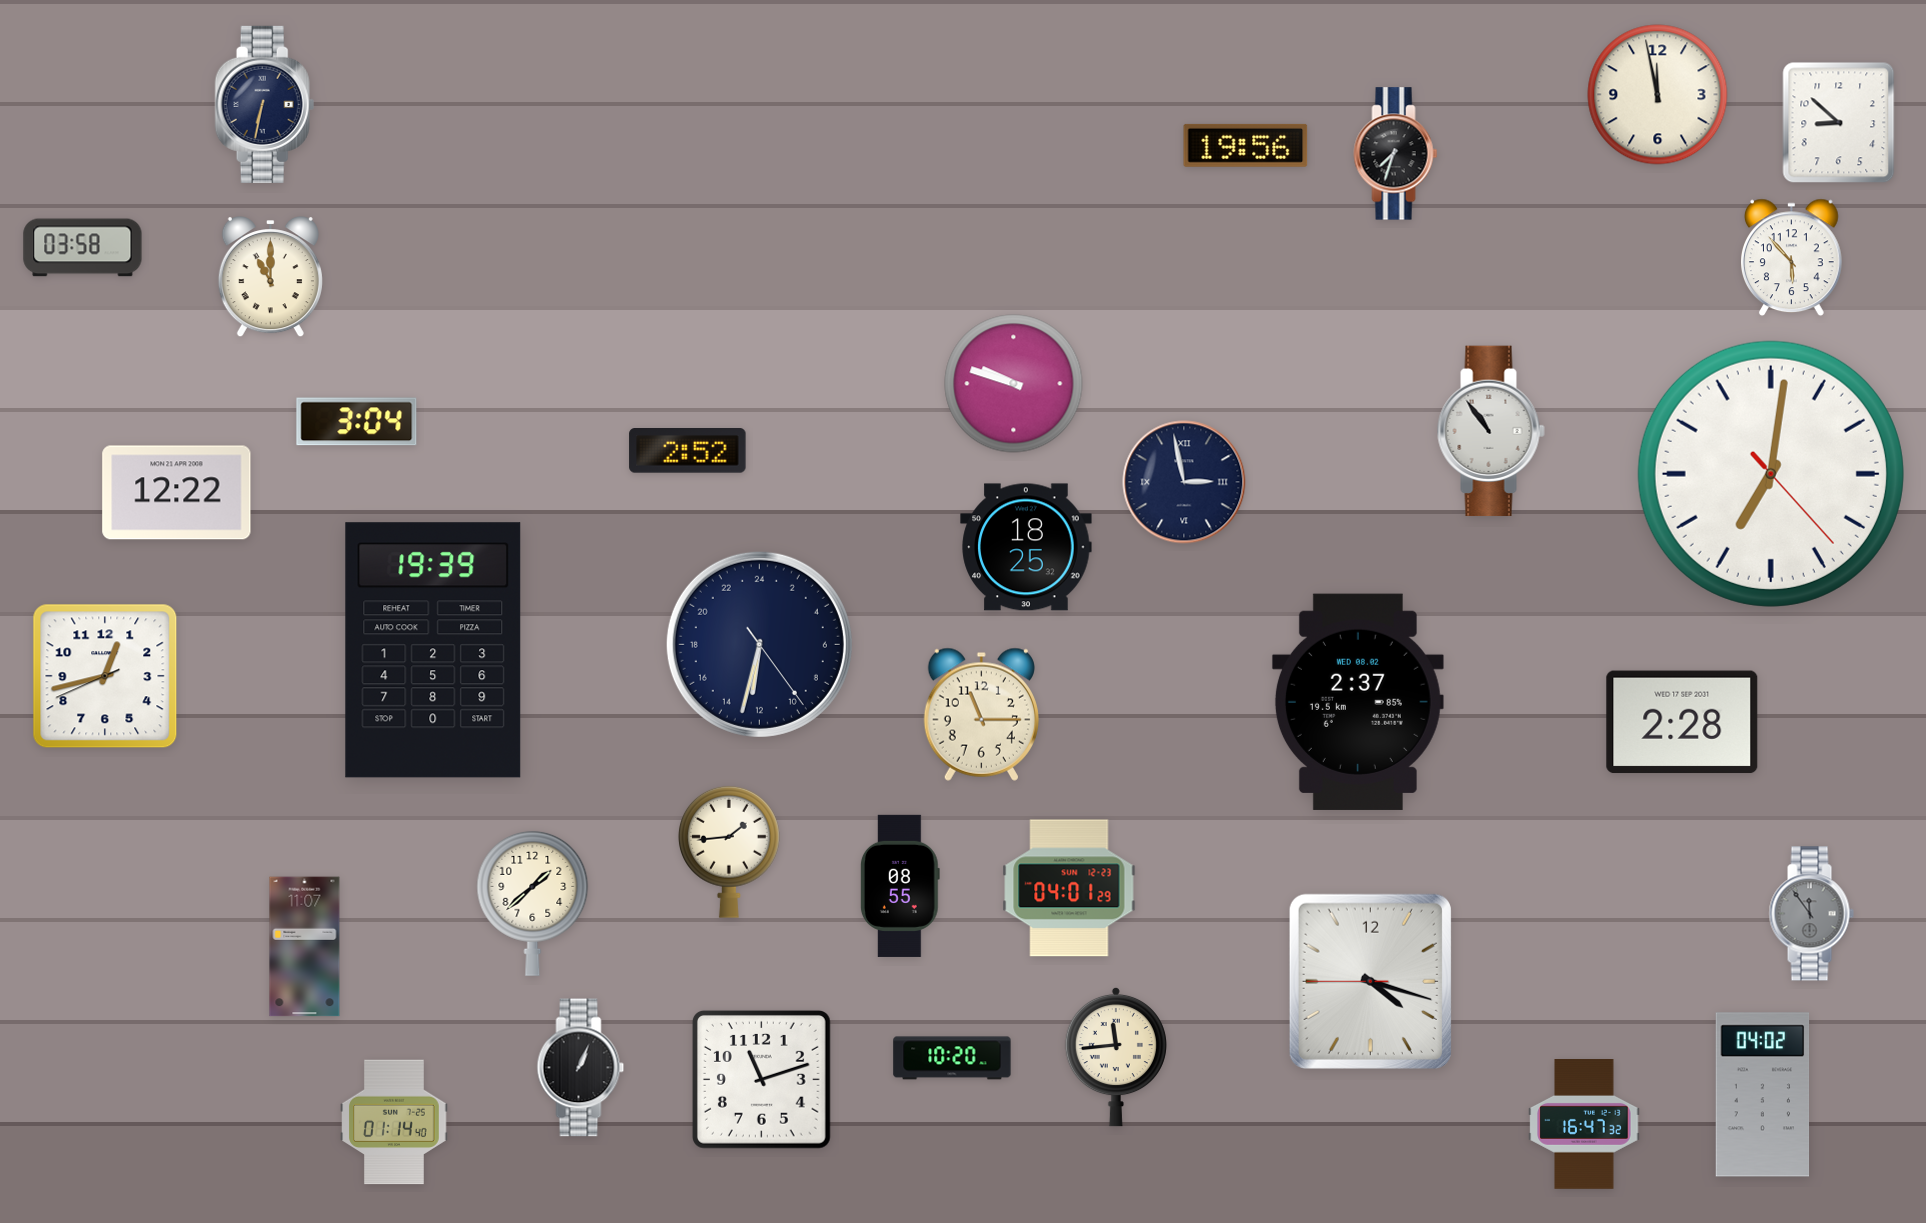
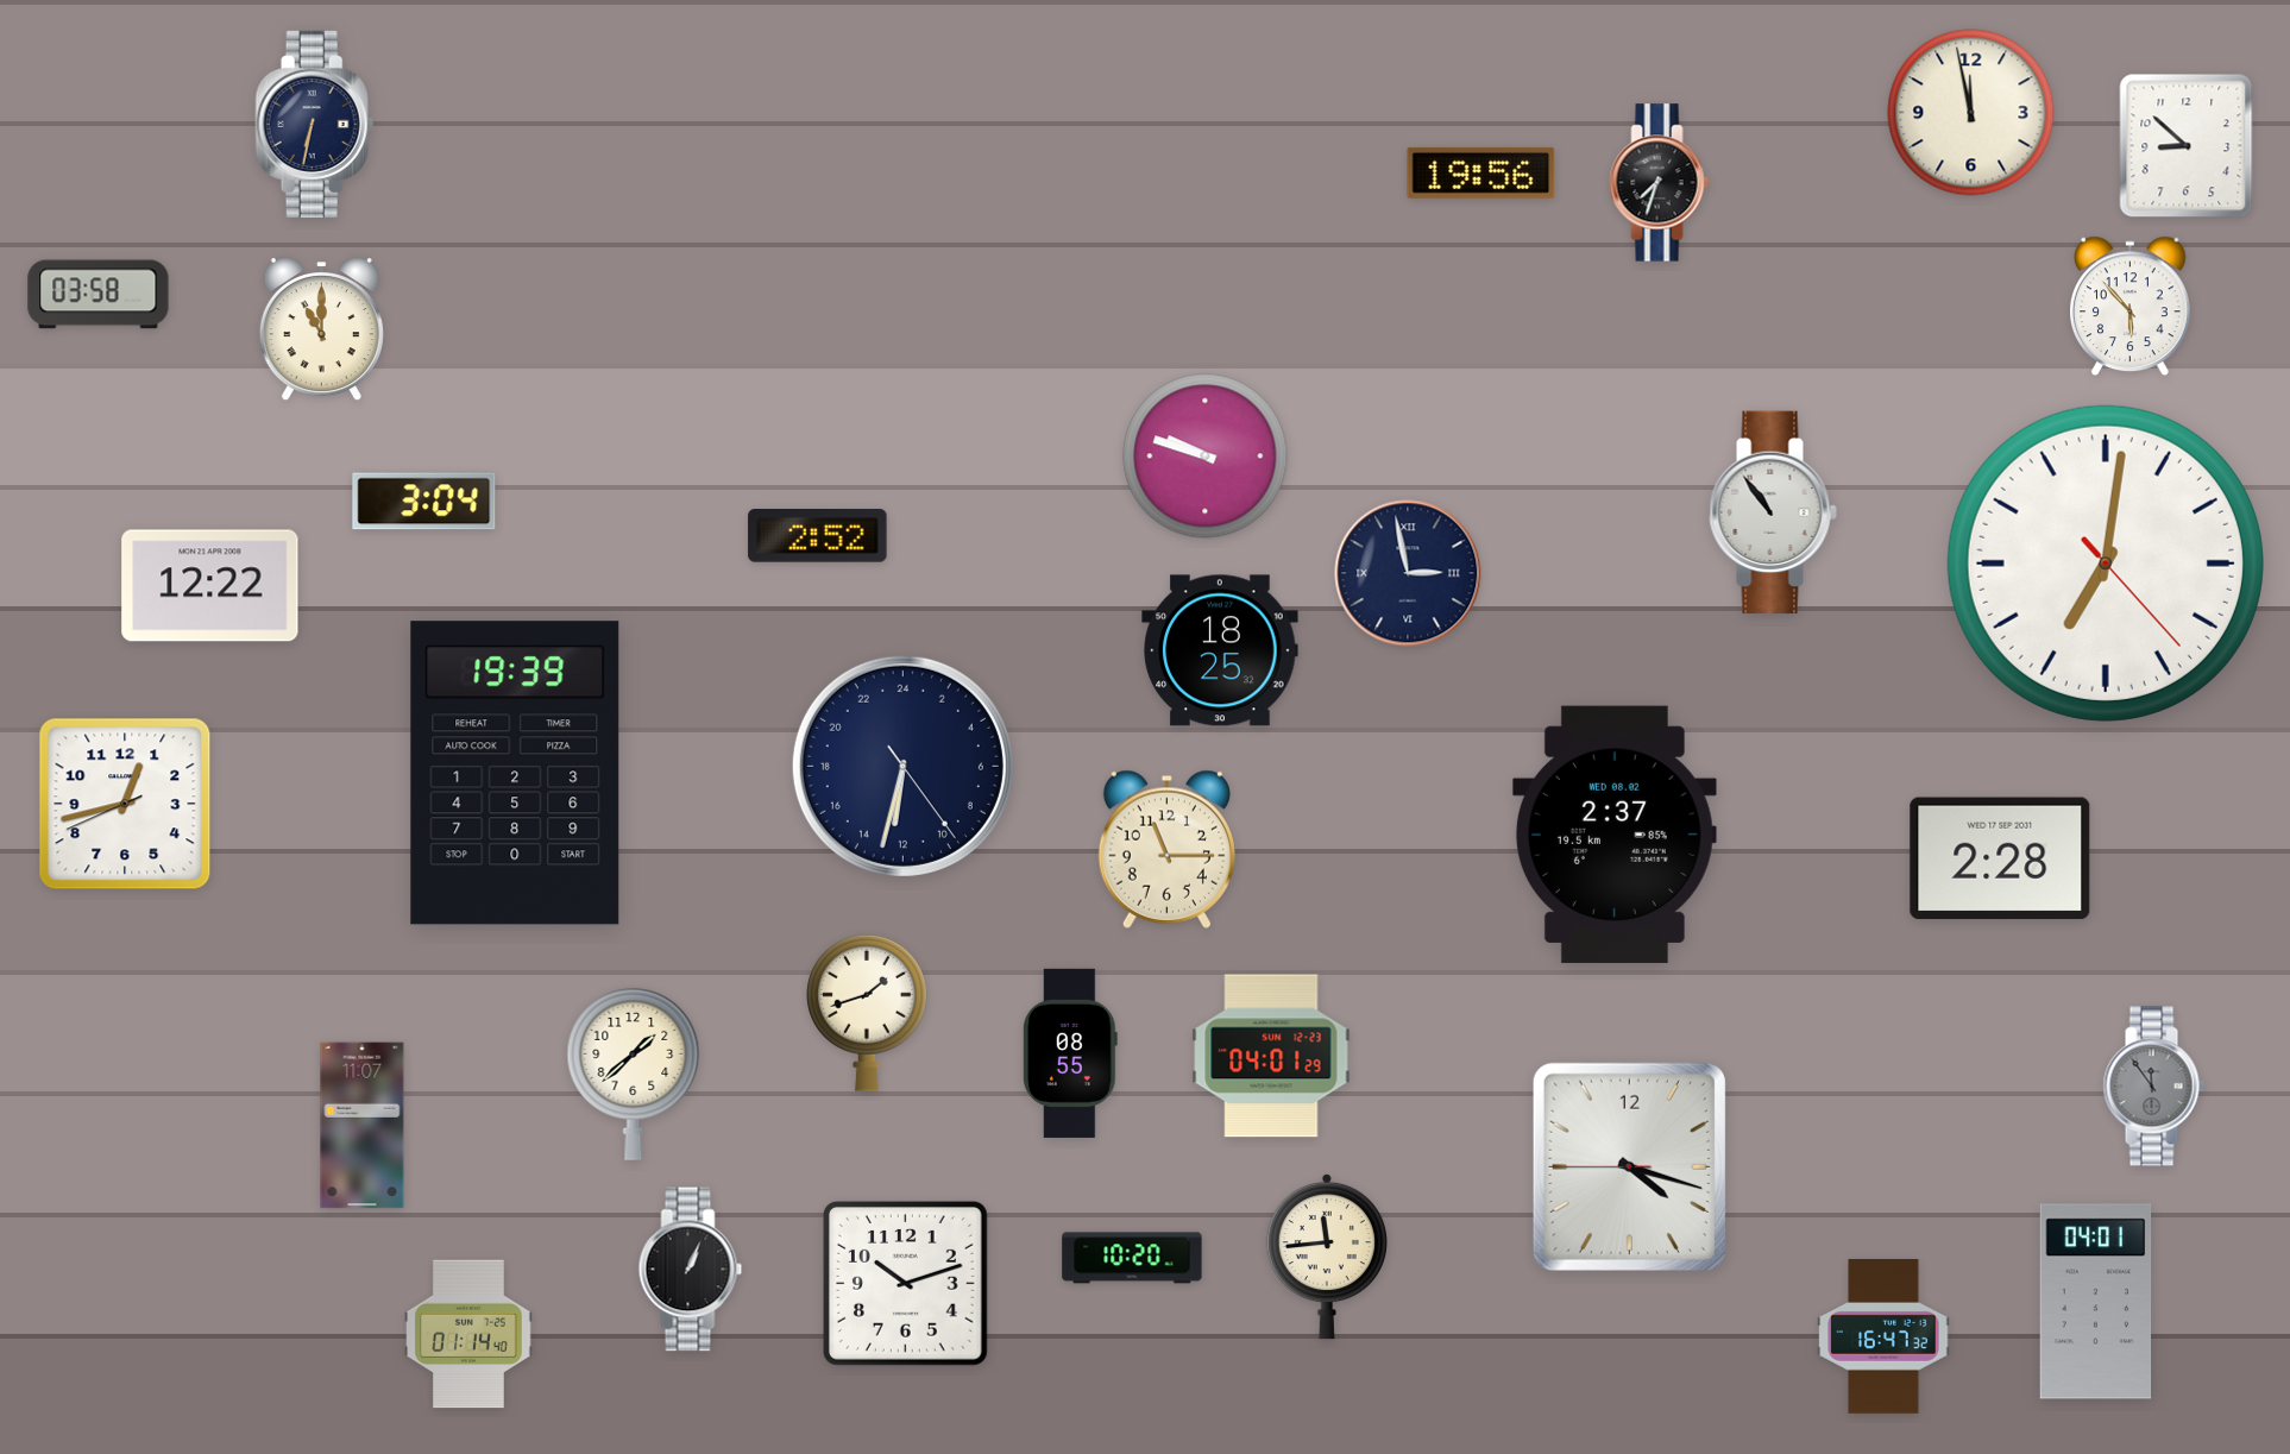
clock at (729, 852): 1:44 -> 1:42
clock at (761, 1079): 11:12 -> 10:12
clock at (1763, 1095): 04:02 -> 04:01
